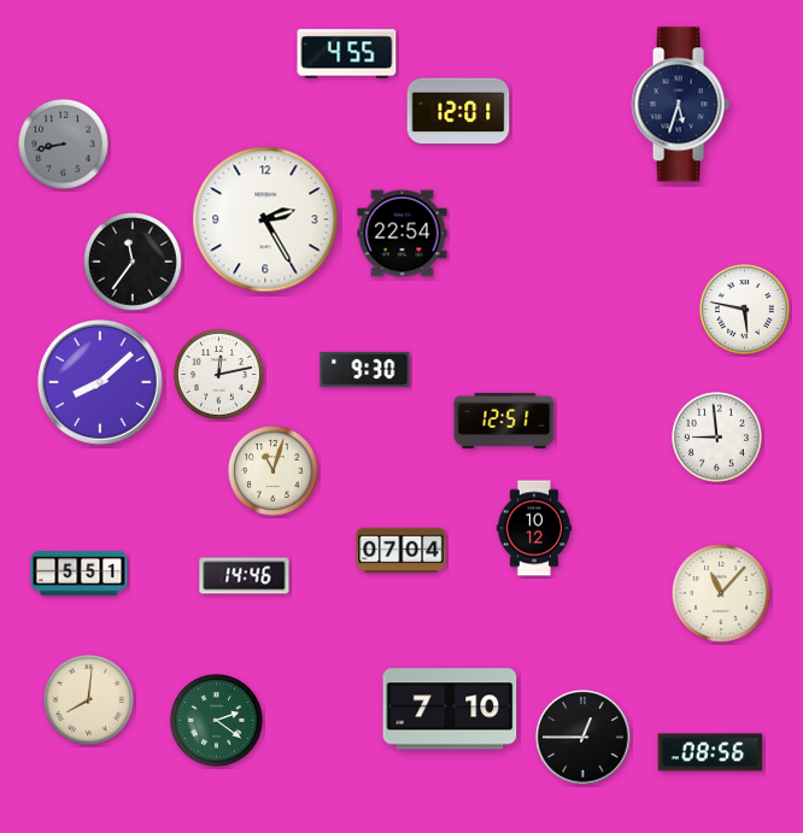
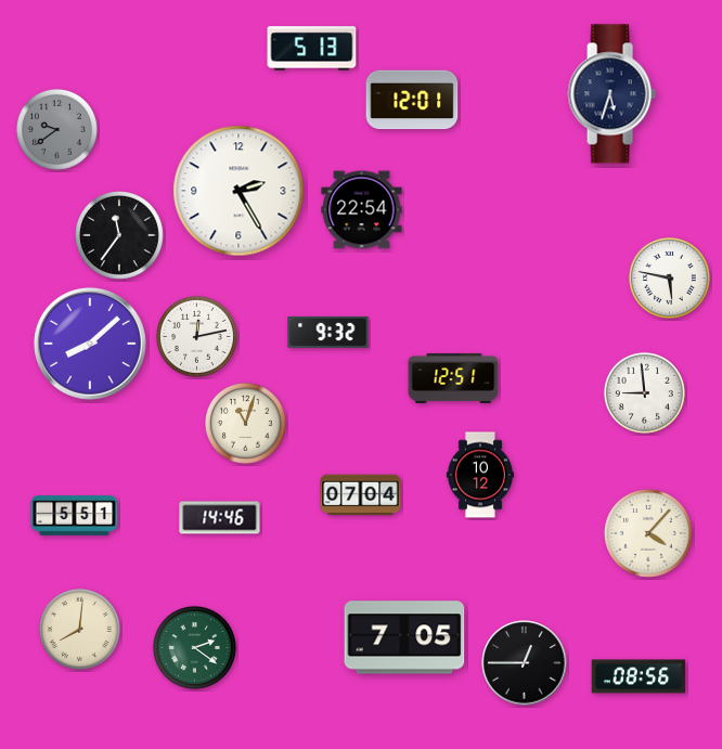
clock at (347, 54): 4:55 -> 5:13
clock at (63, 143): 8:43 -> 9:39
clock at (265, 219) position: (265, 219) -> (238, 191)
clock at (365, 369): 9:30 -> 9:32
clock at (80, 574) position: (80, 574) -> (75, 516)
clock at (722, 594): 11:07 -> 4:07
clock at (450, 709): 7:10 -> 7:05
